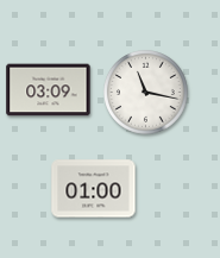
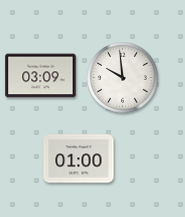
clock at (146, 93): 11:17 -> 9:59
